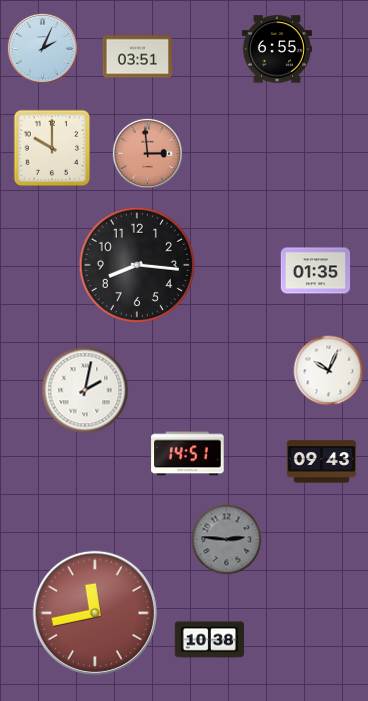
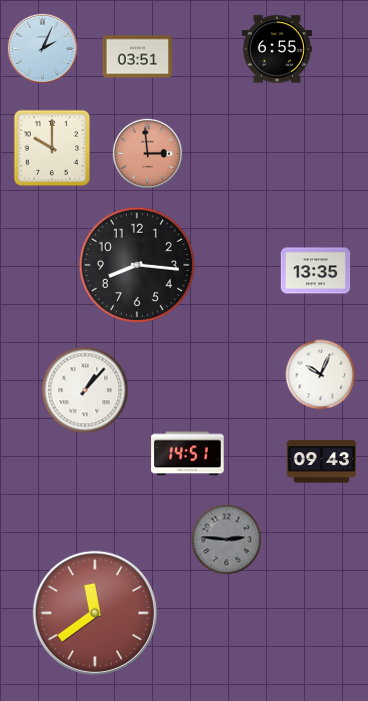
clock at (316, 271): 01:35 -> 13:35
clock at (329, 371) position: (329, 371) -> (321, 375)
clock at (85, 390): 2:02 -> 1:07
clock at (95, 613): 11:43 -> 11:39
clock at (209, 640): 10:38 -> none
